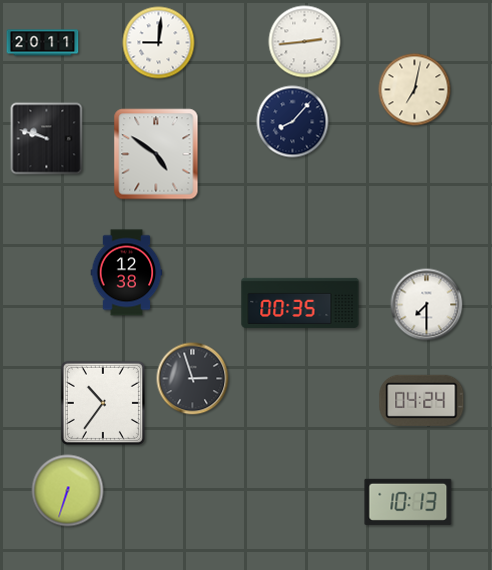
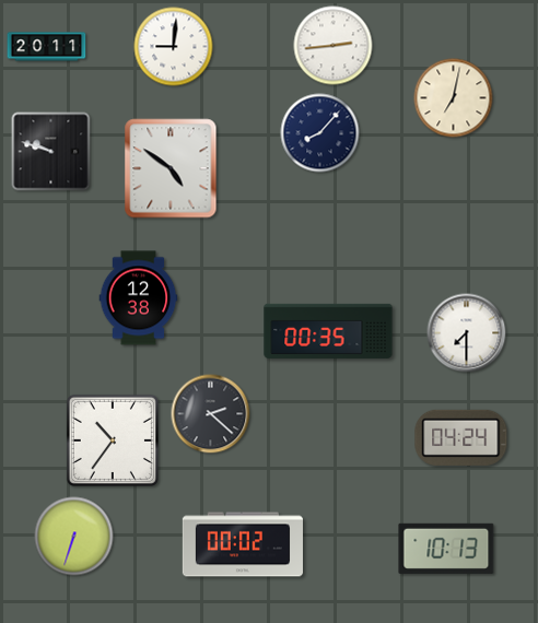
clock at (193, 379): 2:57 -> 2:22
clock at (243, 544): none -> 00:02
